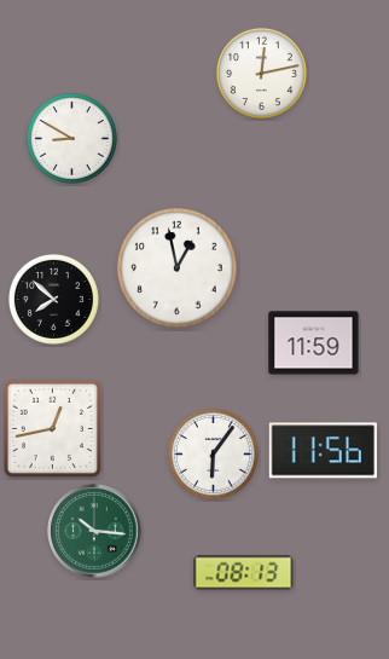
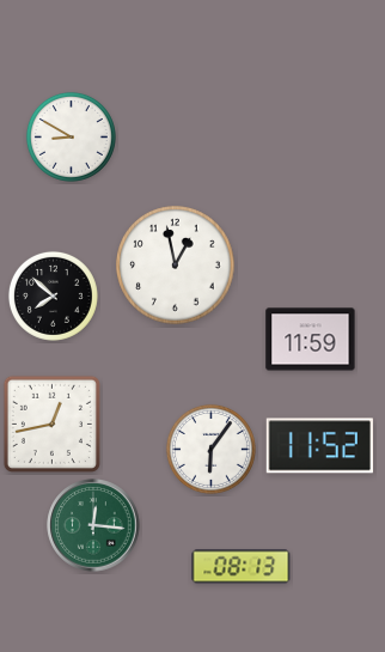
clock at (261, 73): 12:13 -> none
clock at (323, 451): 11:56 -> 11:52
clock at (94, 531): 10:16 -> 12:16
